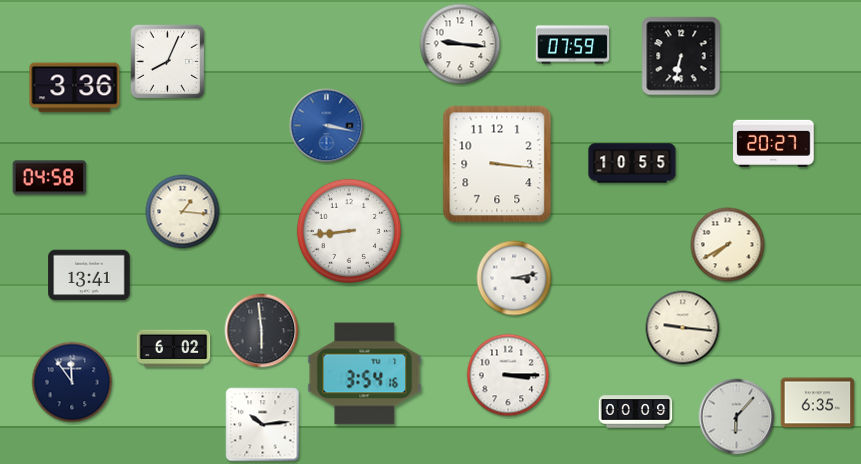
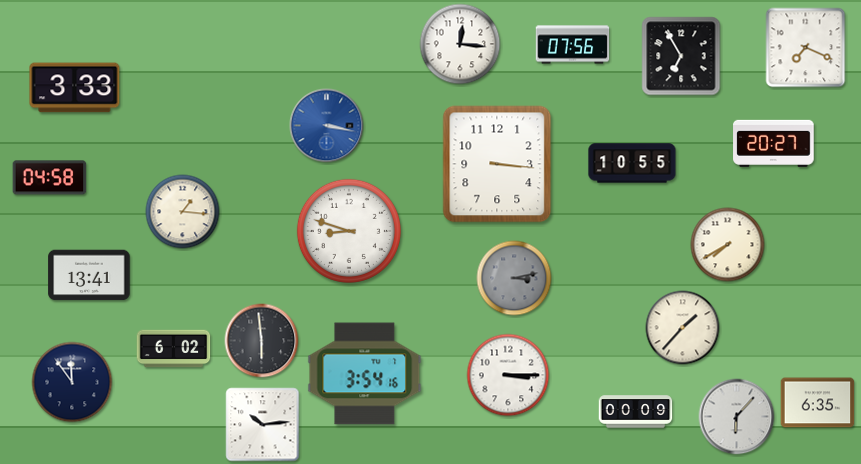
clock at (460, 44): 9:16 -> 12:16
clock at (573, 45): 07:59 -> 07:56
clock at (806, 48): none -> 7:19
clock at (681, 56): 6:32 -> 6:55
clock at (168, 62): 8:04 -> none
clock at (75, 88): 3:36 -> 3:33
clock at (349, 231): 8:44 -> 8:48
clock at (514, 278) dial: white -> grey
clock at (683, 328): 9:16 -> 1:37
clock at (262, 331) position: (262, 331) -> (262, 341)
